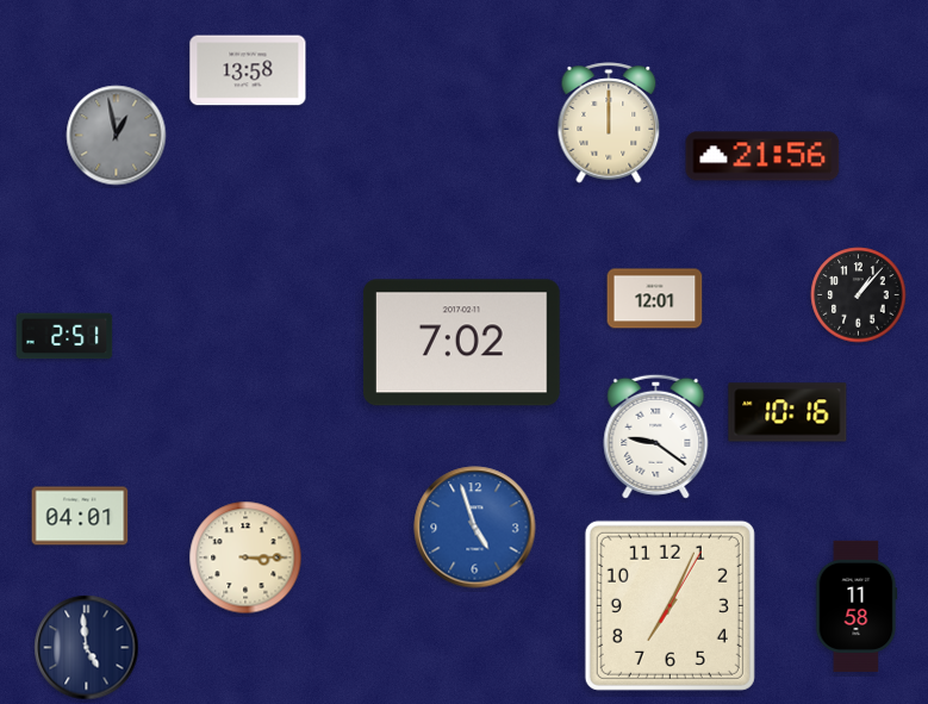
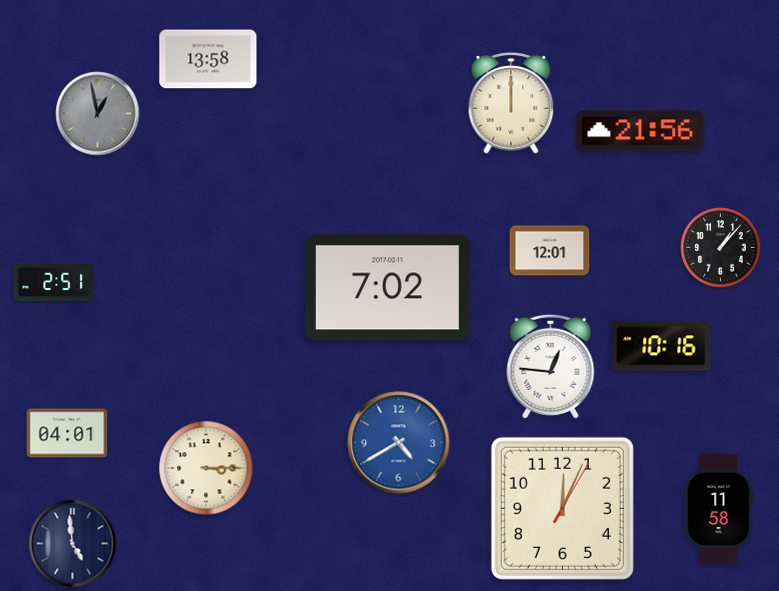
clock at (656, 436): 9:21 -> 12:46
clock at (475, 528): 4:57 -> 4:40
clock at (669, 605): 7:04 -> 12:04
